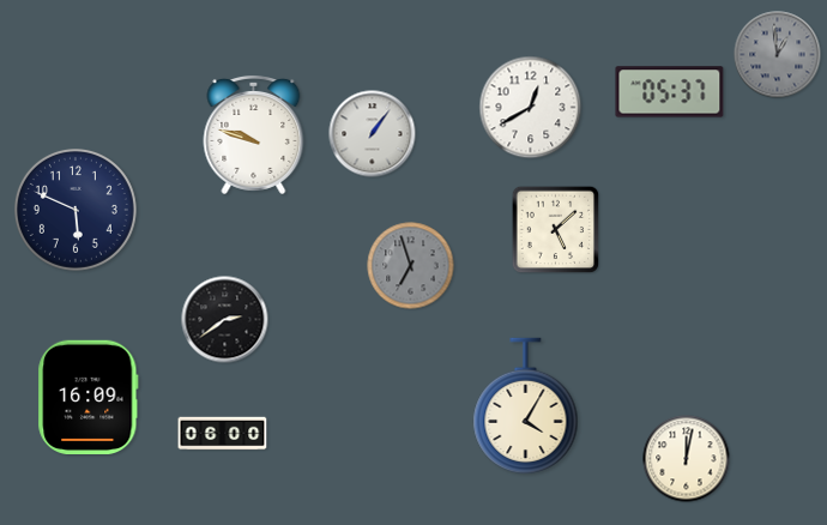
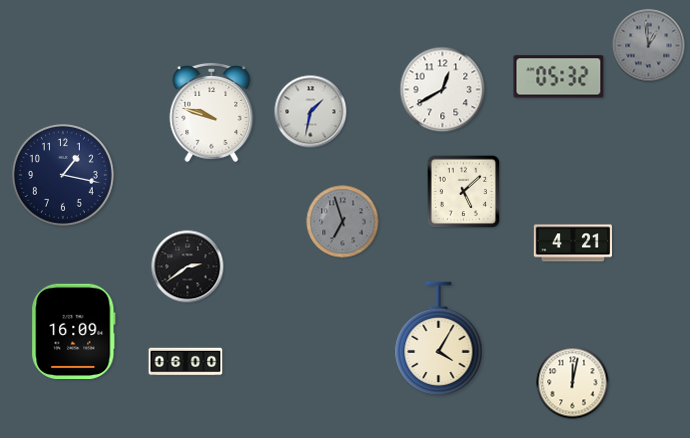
clock at (670, 92): 05:37 -> 05:32
clock at (373, 134): 1:06 -> 1:32
clock at (76, 210): 5:49 -> 1:17
clock at (572, 243): none -> 4:21
